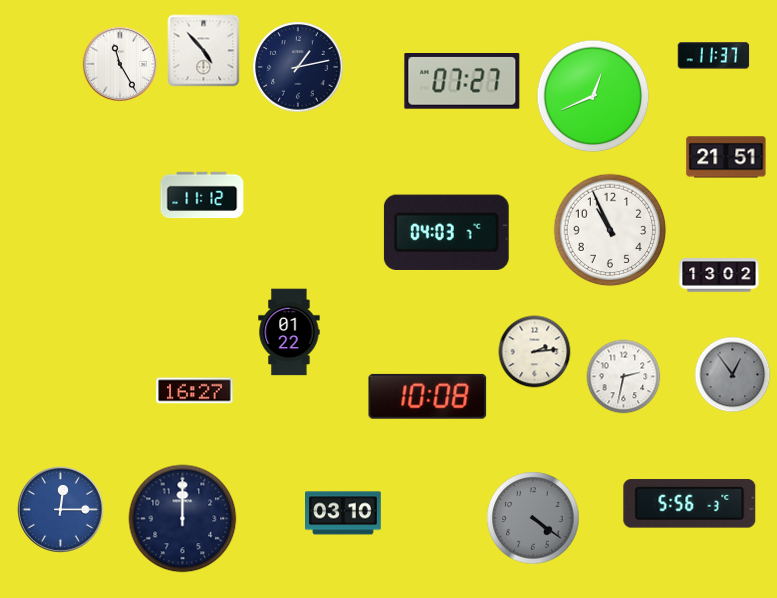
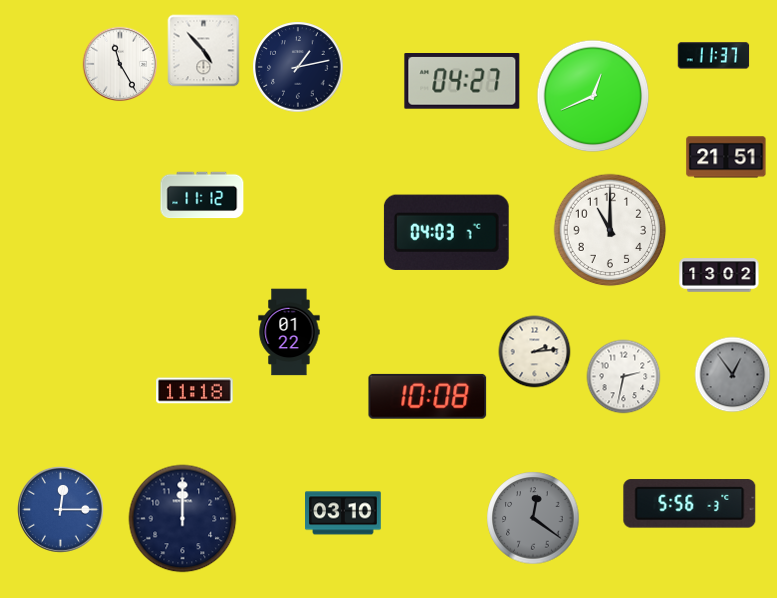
clock at (462, 82): 07:27 -> 04:27
clock at (610, 230): 10:56 -> 11:00
clock at (195, 391): 16:27 -> 11:18
clock at (533, 518): 4:21 -> 12:21
